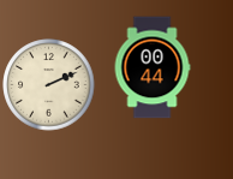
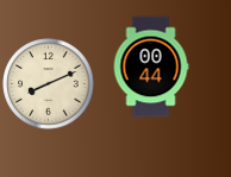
clock at (49, 85): 2:11 -> 8:11
